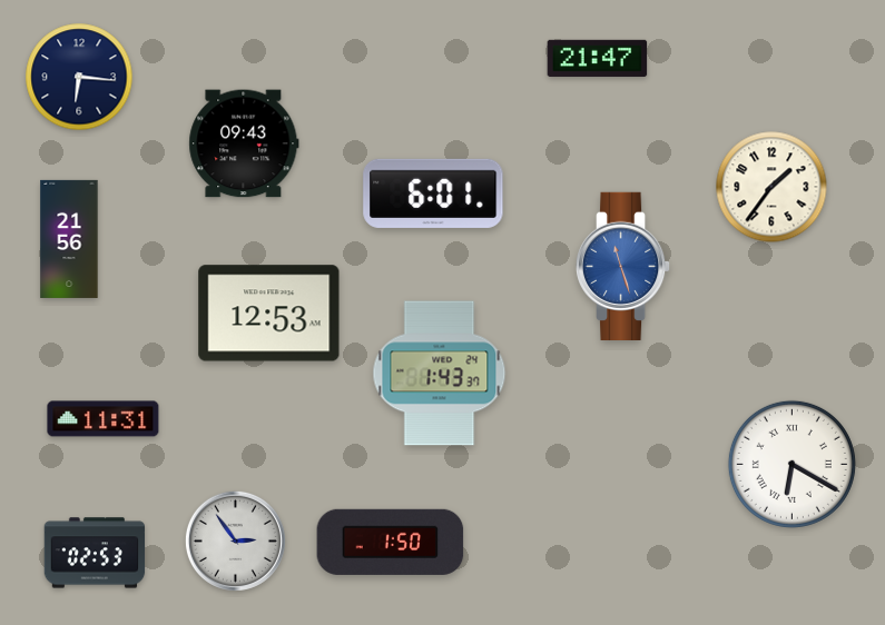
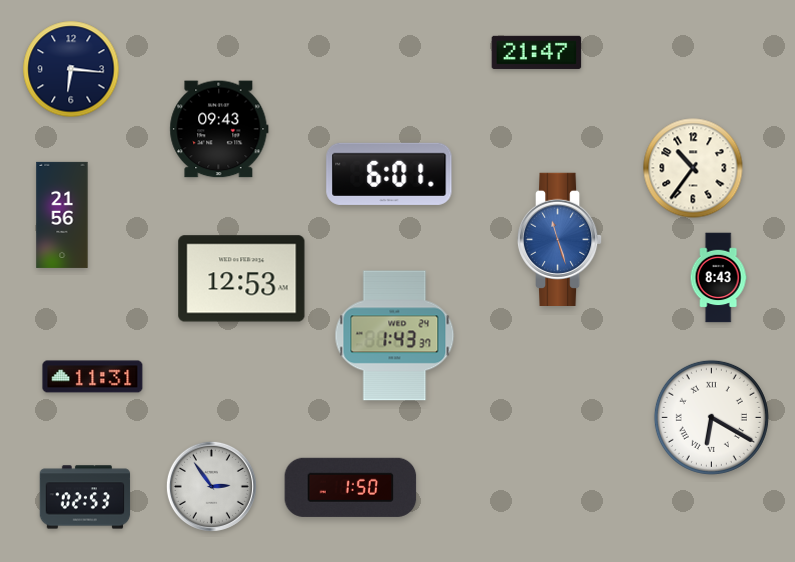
clock at (771, 187): 1:36 -> 10:36
clock at (718, 278): none -> 8:43
clock at (269, 314) position: (269, 314) -> (242, 279)
